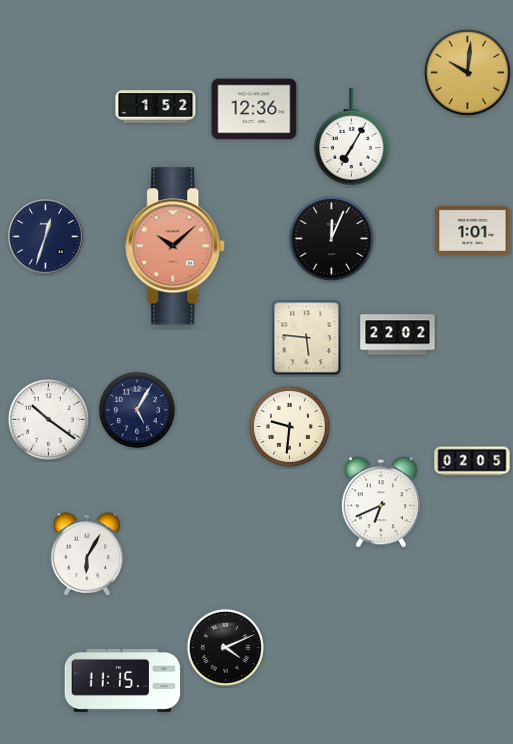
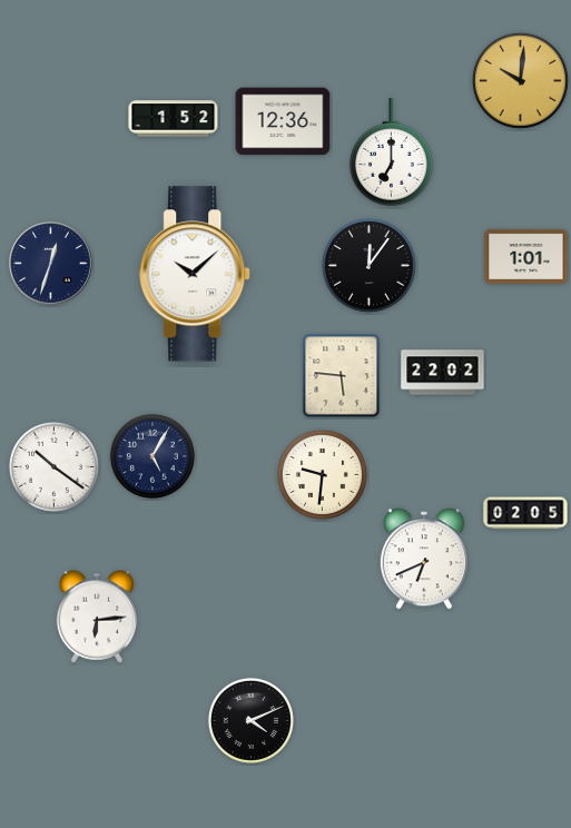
clock at (351, 137): 7:05 -> 7:00
clock at (331, 238): 12:04 -> 12:06
clock at (176, 246) dial: salmon -> white
clock at (87, 554): 6:05 -> 6:14
clock at (123, 680): 11:15 -> none
